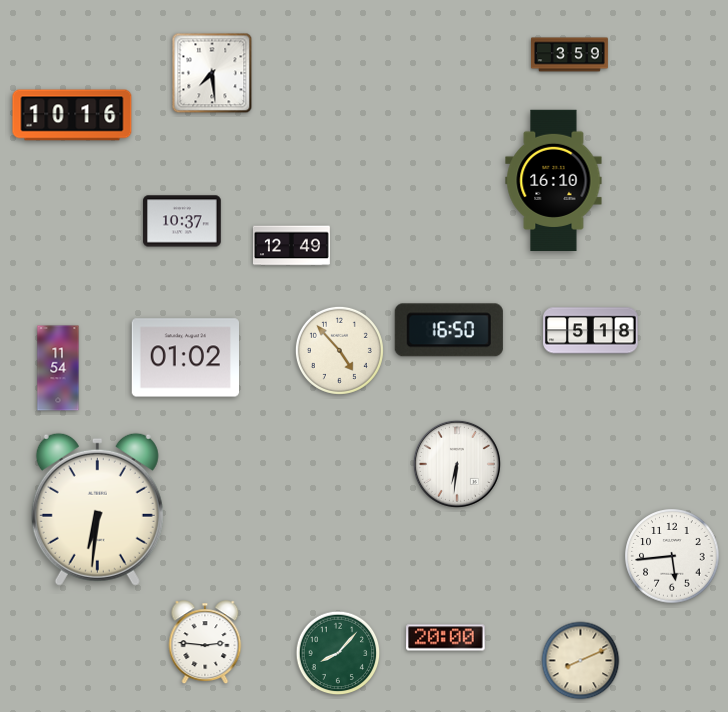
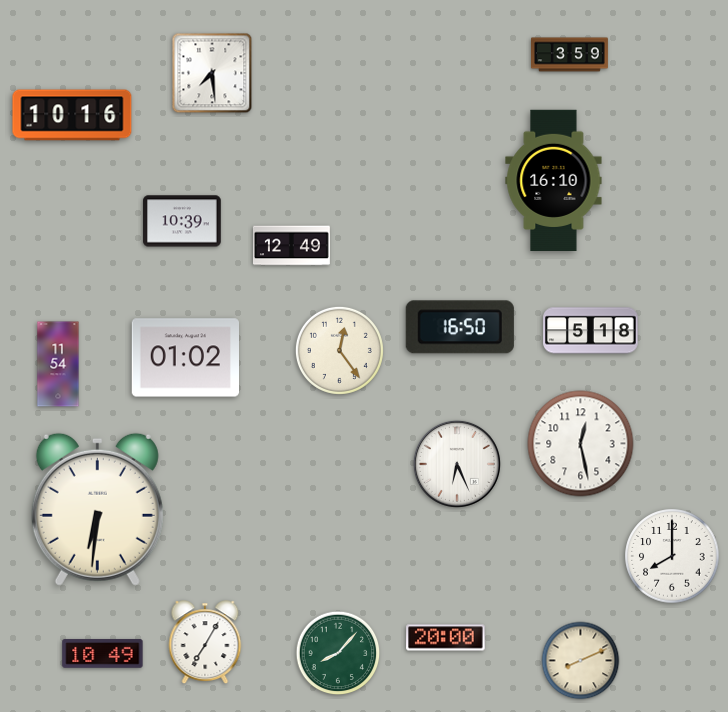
clock at (182, 221): 10:37 -> 10:39
clock at (449, 330) position: (449, 330) -> (460, 327)
clock at (339, 350): 4:53 -> 12:24
clock at (58, 368) position: (58, 368) -> (58, 364)
clock at (581, 444): none -> 12:28
clock at (457, 464): 6:31 -> 6:26
clock at (672, 556): 5:44 -> 8:00
clock at (205, 643): 2:46 -> 7:05
clock at (103, 654): none -> 10:49
